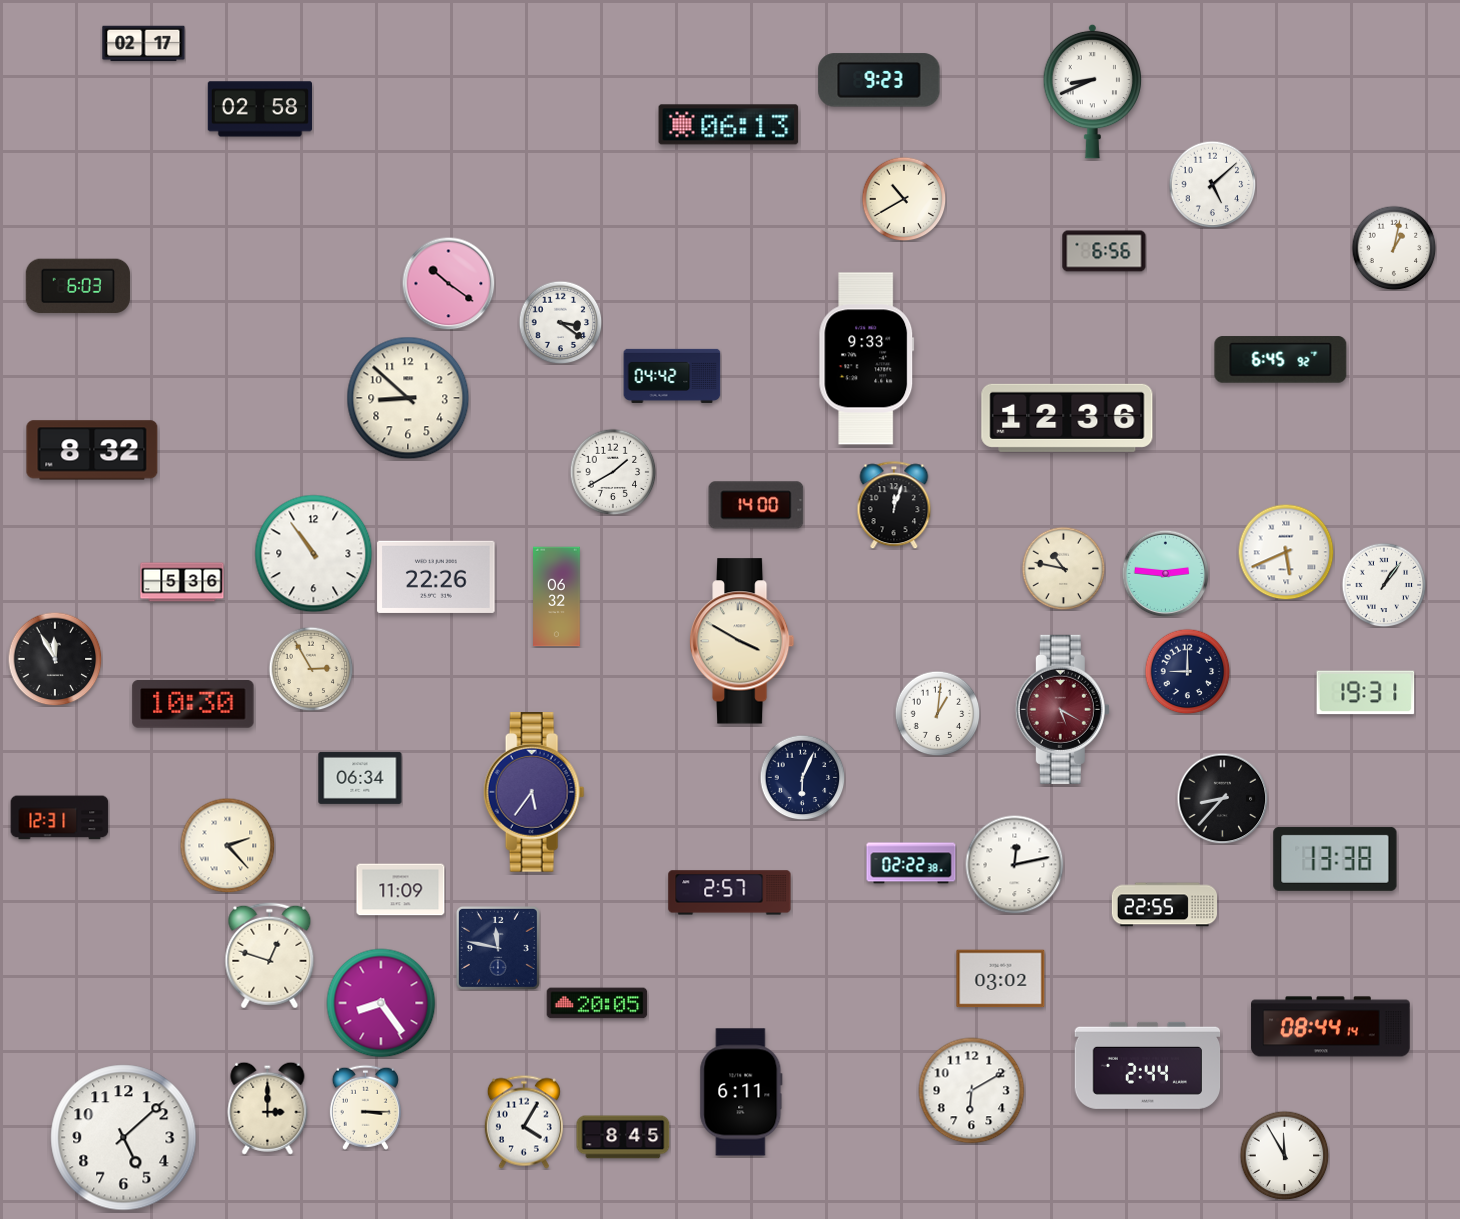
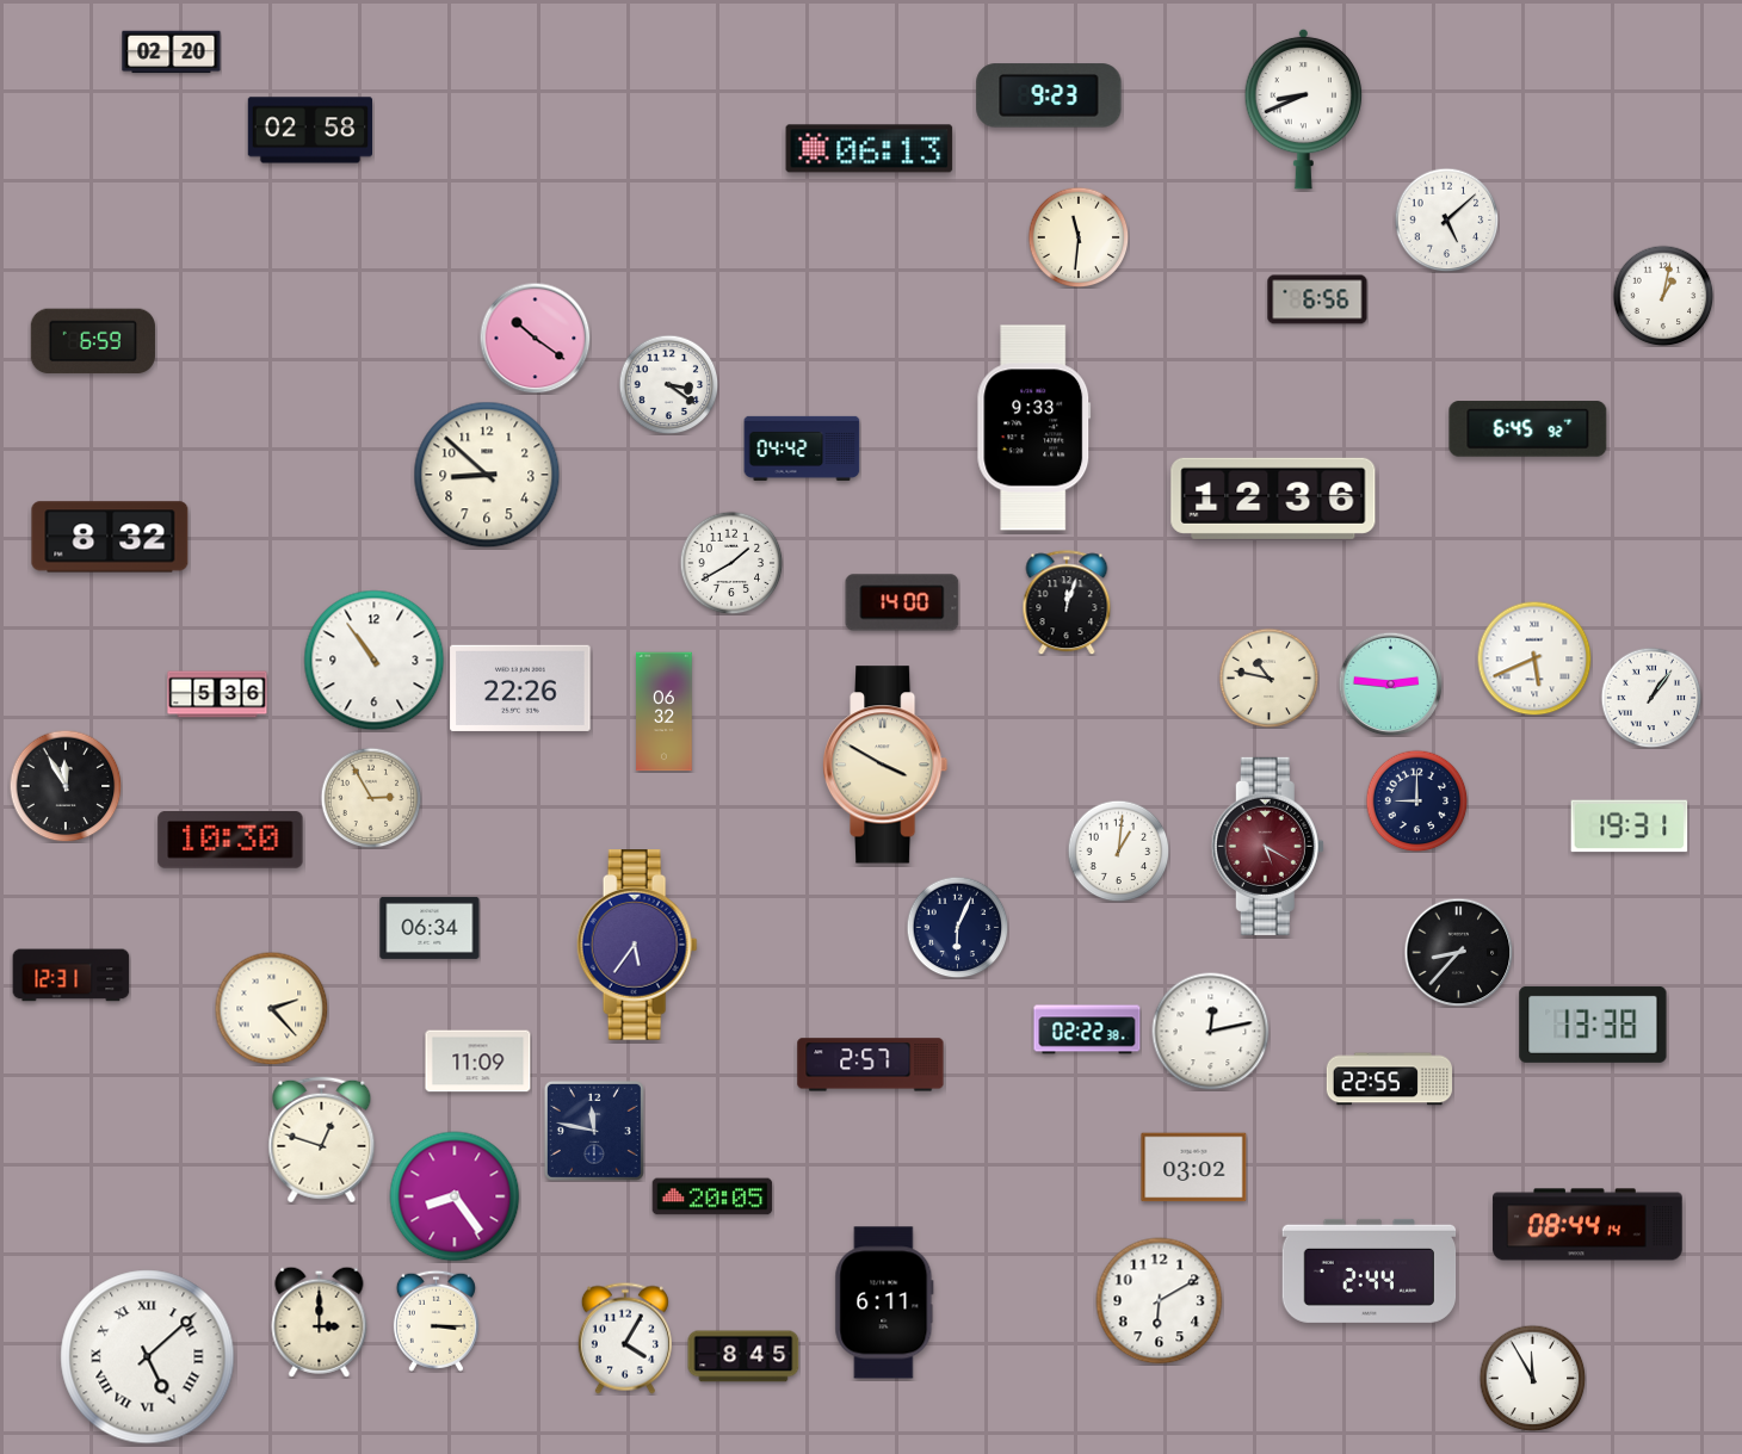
clock at (144, 44): 02:17 -> 02:20
clock at (904, 199): 10:40 -> 11:31
clock at (78, 286): 6:03 -> 6:59
clock at (124, 1138) numerals: Arabic -> Roman
